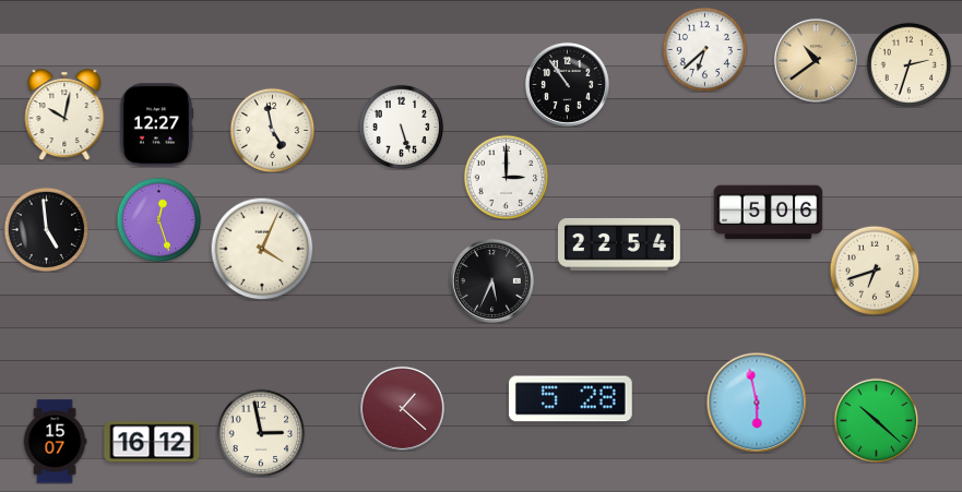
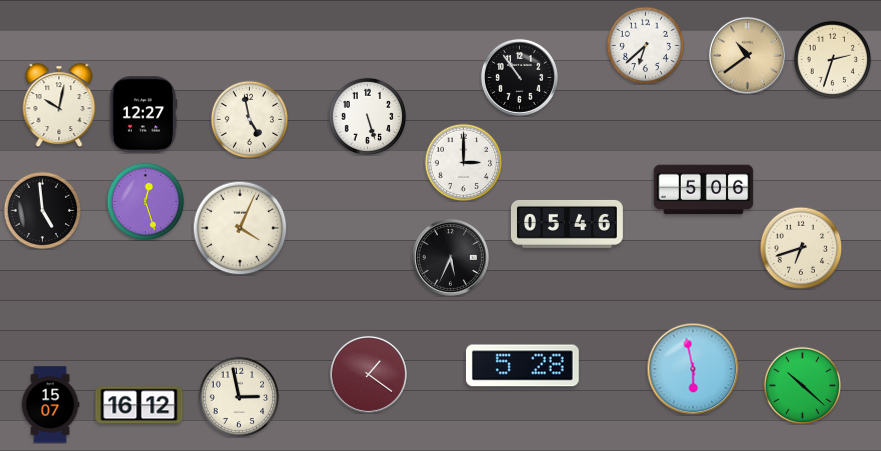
clock at (769, 213) position: (769, 213) -> (704, 190)
clock at (619, 244): 22:54 -> 05:46
clock at (402, 408): 1:22 -> 1:21
